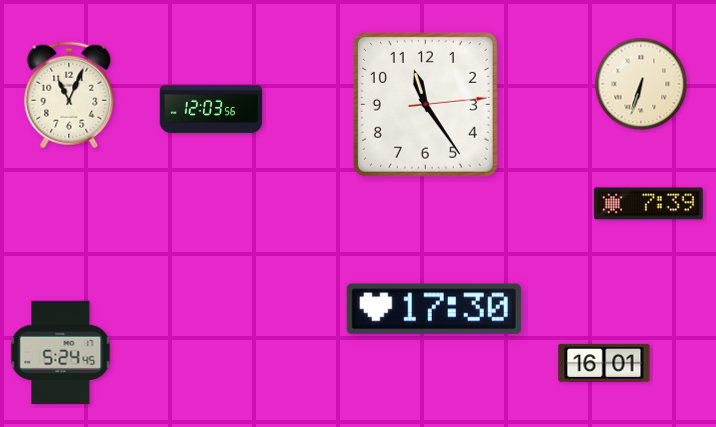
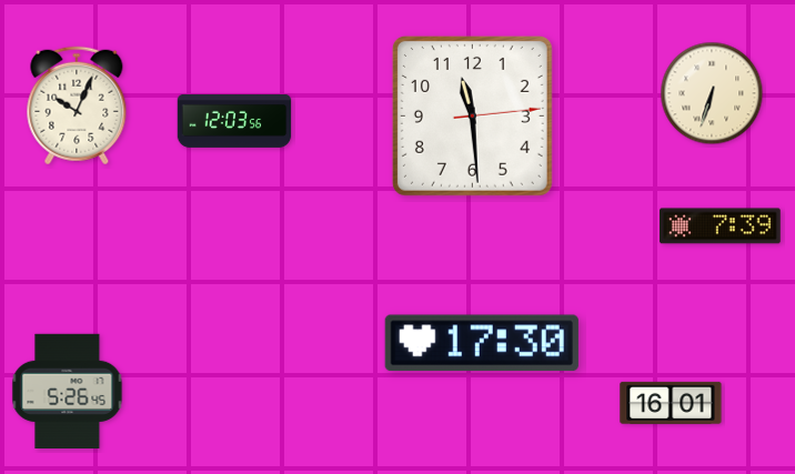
clock at (69, 95): 11:04 -> 10:04
clock at (425, 104): 11:24 -> 11:29
clock at (61, 352): 5:24 -> 5:26
